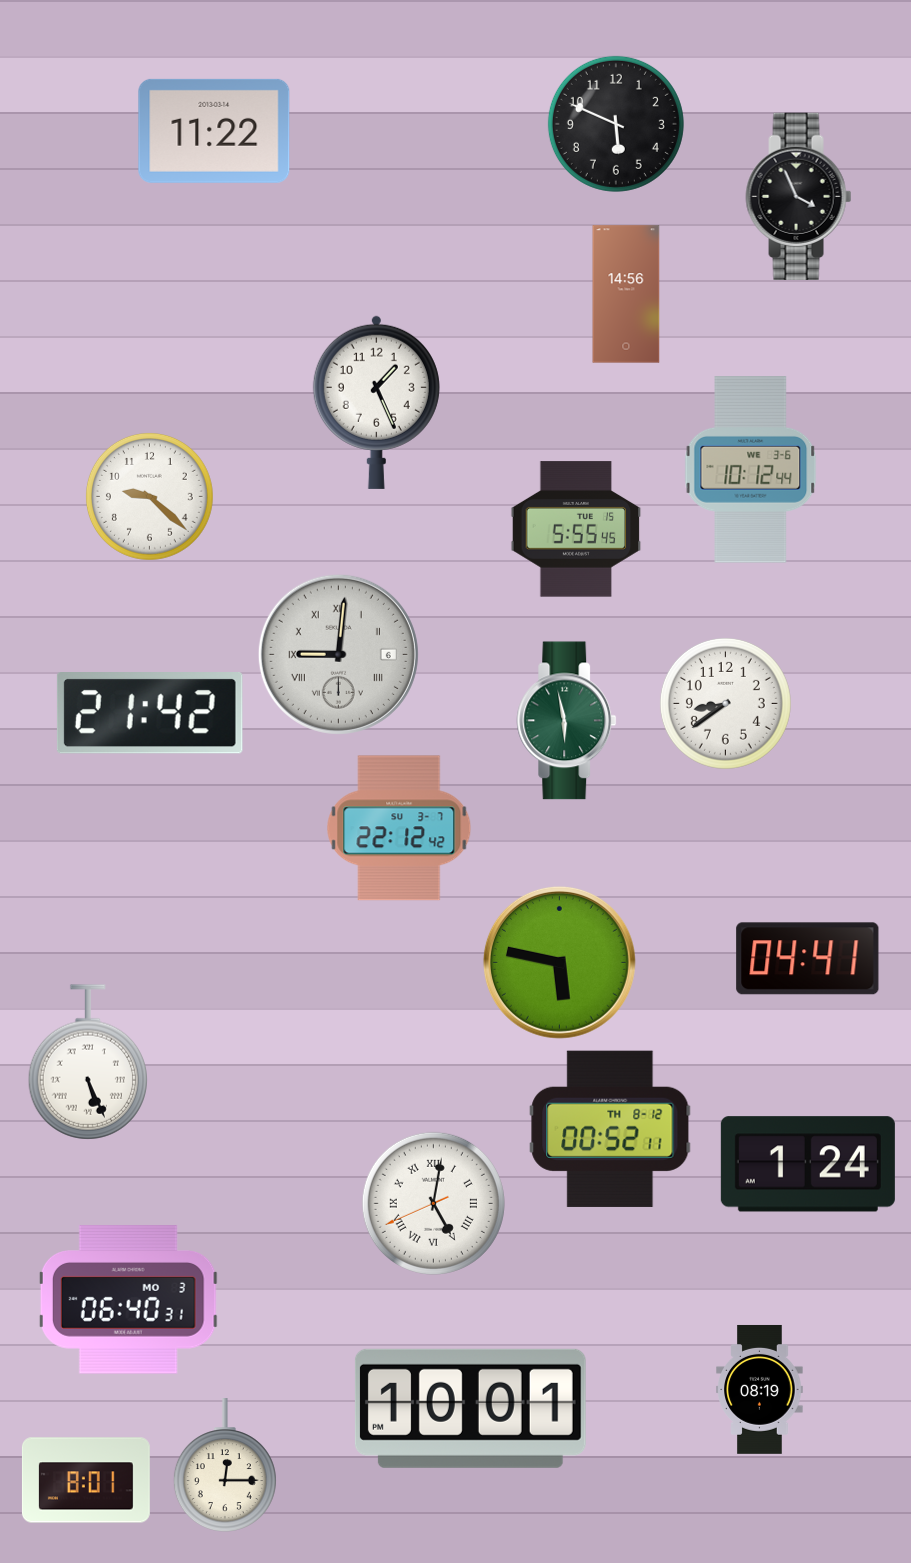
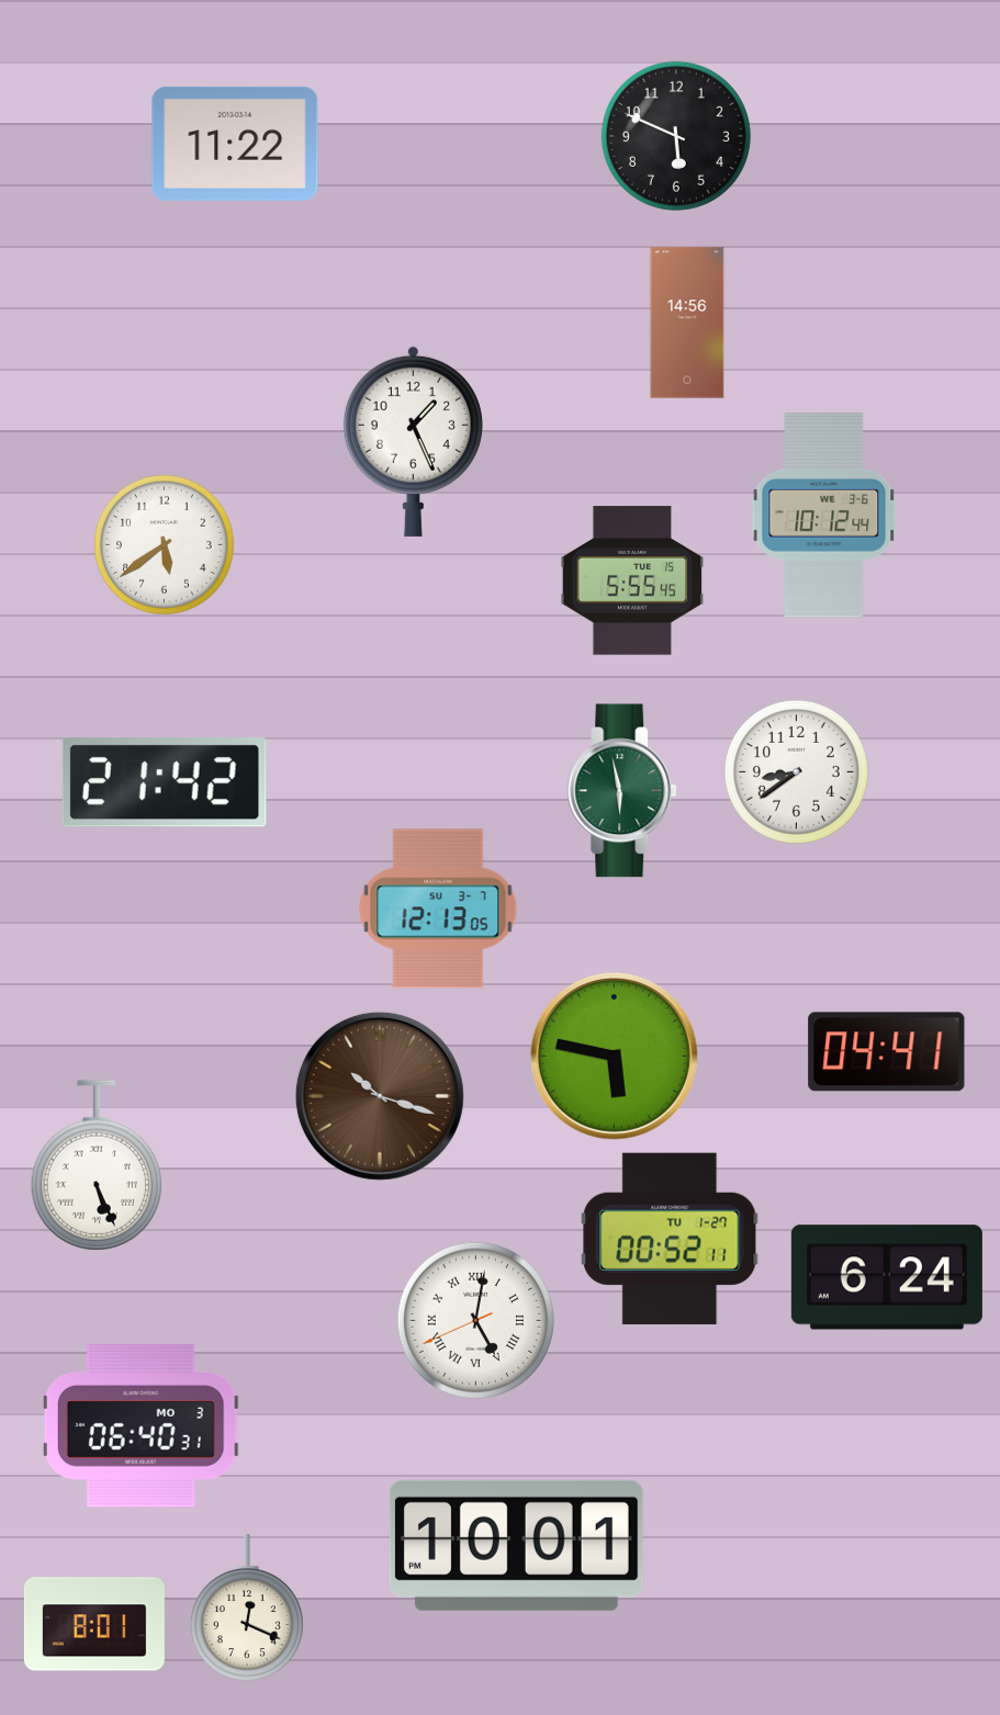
clock at (799, 196): 3:56 -> none
clock at (149, 496): 9:22 -> 5:39
clock at (338, 654): 9:01 -> none
clock at (399, 828): 22:12 -> 12:13
clock at (380, 1096): none -> 10:18
clock at (610, 1129) date: TH 8-12 -> TU 1-27
clock at (808, 1164): 1:24 -> 6:24
clock at (760, 1389): 08:19 -> none
clock at (225, 1465): 12:15 -> 12:19
